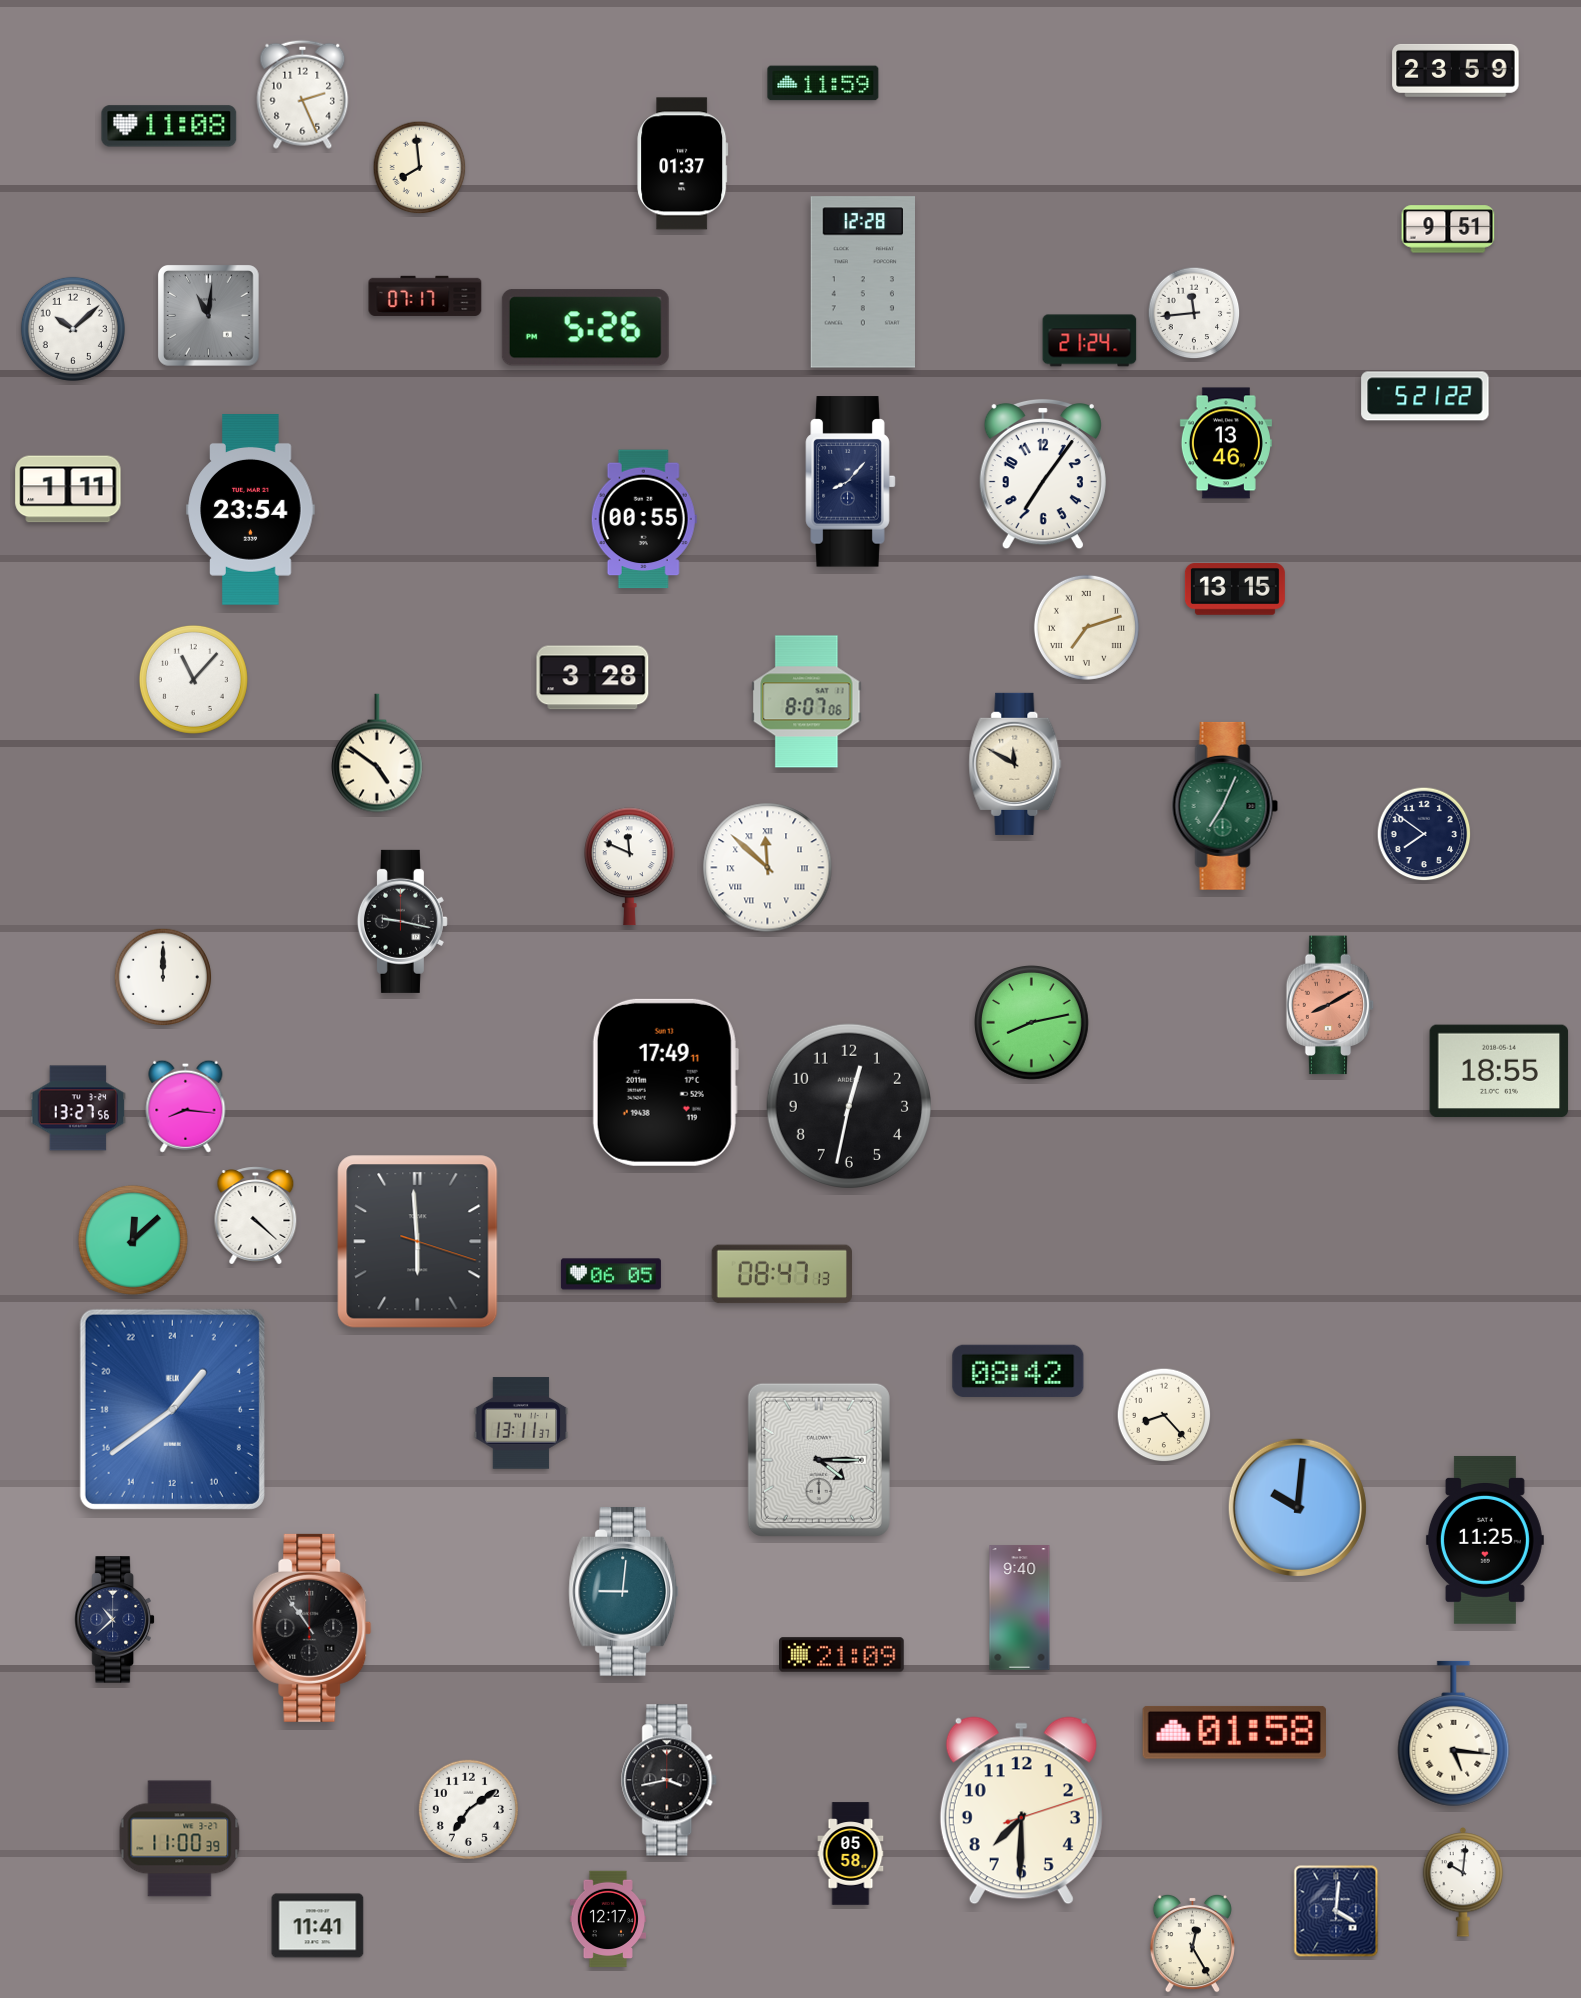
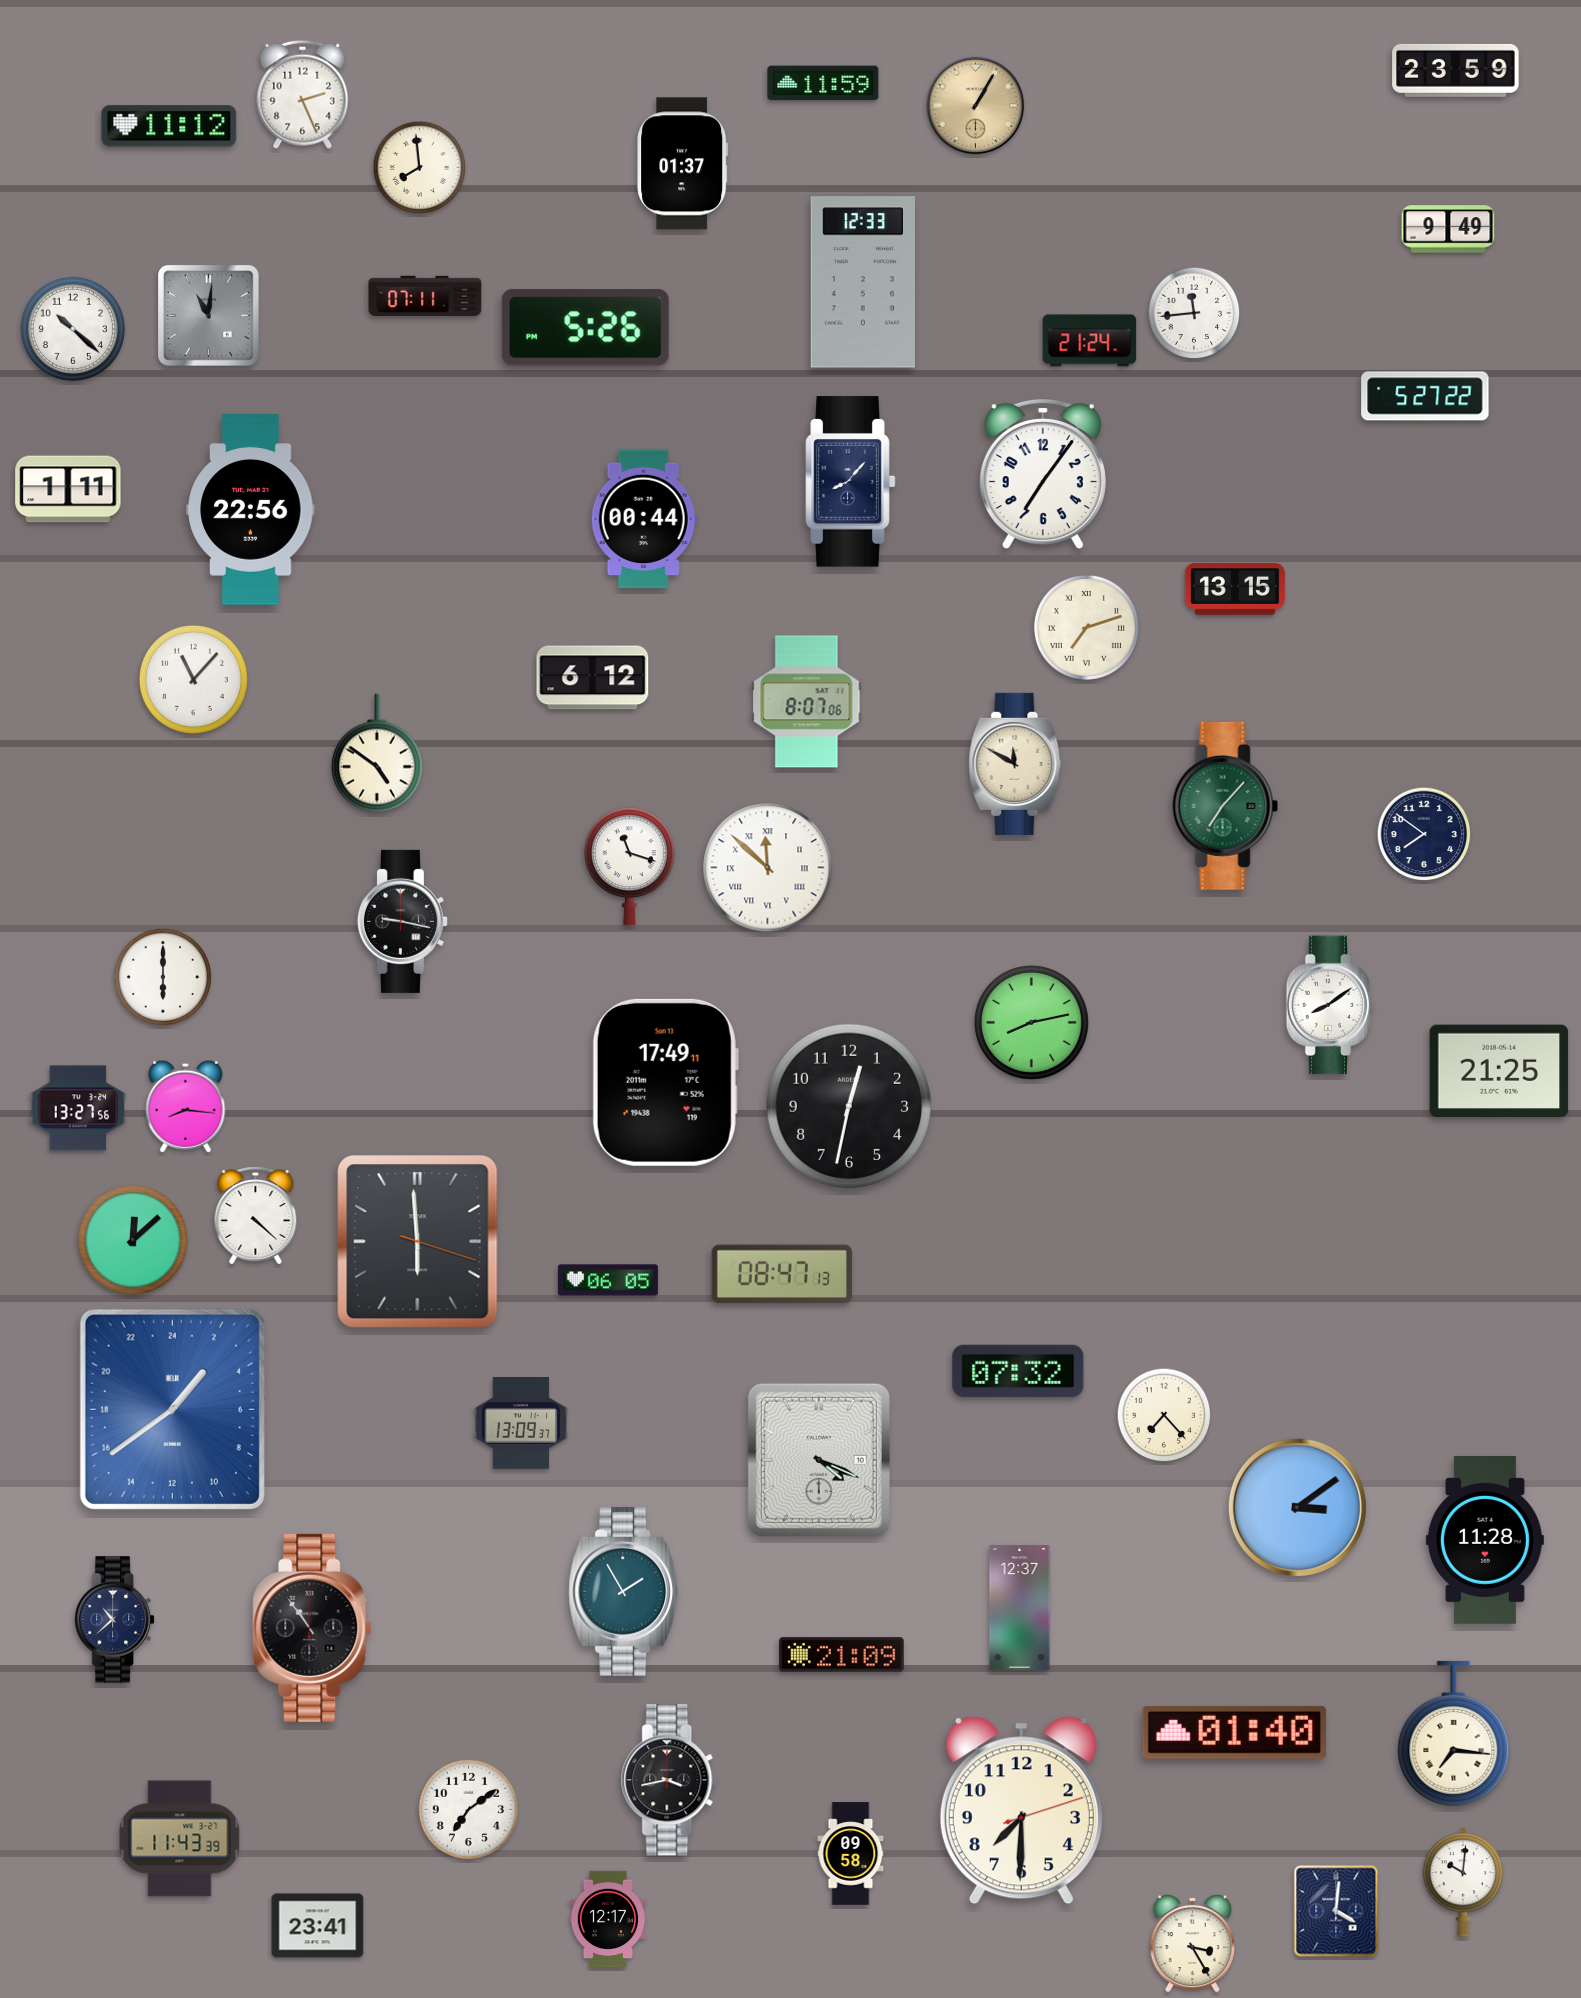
clock at (976, 106): none -> 1:05
clock at (169, 126): 11:08 -> 11:12
clock at (1448, 229): 9:51 -> 9:49
clock at (862, 282): 12:28 -> 12:33
clock at (425, 296): 07:17 -> 07:11
clock at (73, 329): 10:08 -> 10:22
clock at (1425, 396): 5:21 -> 5:27
clock at (1226, 443): 13:46 -> none
clock at (251, 510): 23:54 -> 22:56
clock at (644, 519): 00:55 -> 00:44
clock at (593, 678): 3:28 -> 6:12
clock at (1225, 806): 7:04 -> 7:07
clock at (630, 867): 11:49 -> 11:18
clock at (163, 977): 12:00 -> 6:00
clock at (1330, 1005): 8:10 -> 8:09
clock at (1330, 1005) dial: salmon -> white
clock at (1499, 1071): 18:55 -> 21:25
clock at (611, 1274) position: (611, 1274) -> (608, 1280)
clock at (1018, 1371): 08:42 -> 07:32
clock at (1164, 1415): 8:23 -> 7:23
clock at (521, 1423): 13:11 -> 13:09
clock at (819, 1460): 4:15 -> 4:19
clock at (1297, 1507): 10:01 -> 3:09
clock at (1485, 1540): 11:25 -> 11:28
clock at (624, 1592): 9:01 -> 1:55
clock at (1020, 1608): 9:40 -> 12:37
clock at (1234, 1732): 01:58 -> 01:40
clock at (1454, 1733): 5:16 -> 7:16
clock at (180, 1839): 11:00 -> 11:43
clock at (851, 1854): 05:58 -> 09:58
clock at (318, 1926): 11:41 -> 23:41
clock at (1192, 1943): 12:25 -> 3:25
